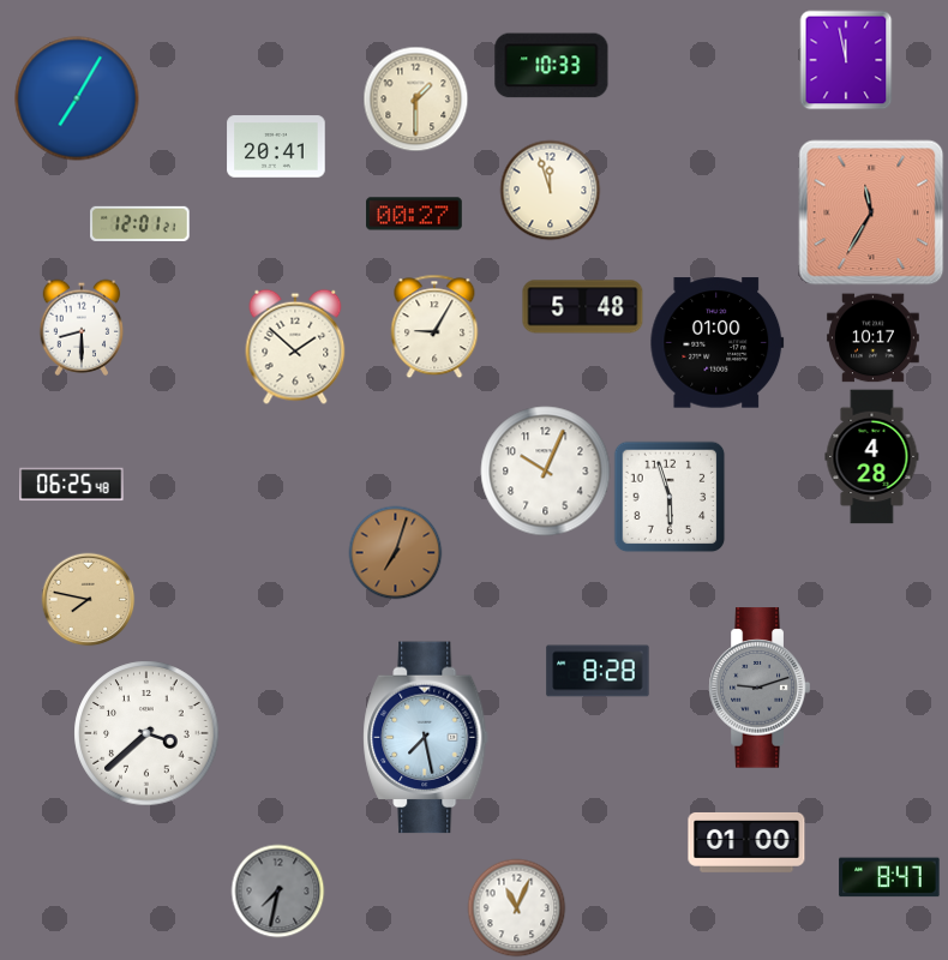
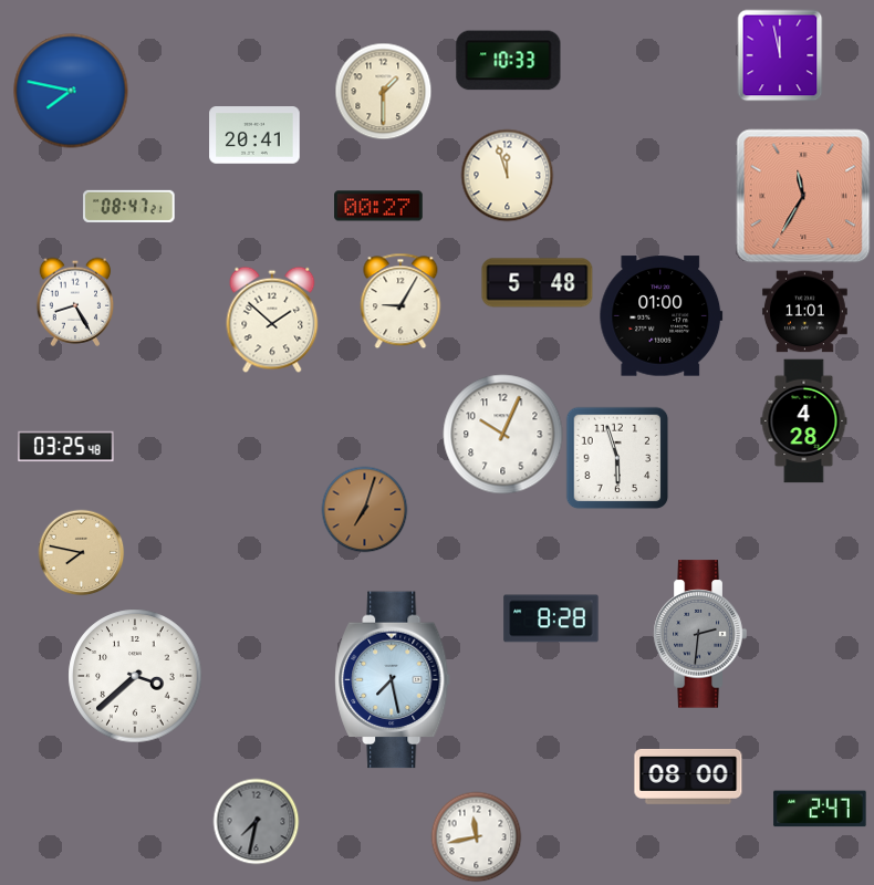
clock at (77, 98): 7:05 -> 7:47
clock at (414, 214) position: (414, 214) -> (378, 206)
clock at (140, 223): 12:01 -> 08:47
clock at (82, 328): 8:30 -> 8:25
clock at (872, 338): 10:17 -> 11:01
clock at (72, 485): 06:25 -> 03:25
clock at (760, 688): 9:12 -> 2:31
clock at (746, 842): 01:00 -> 08:00
clock at (889, 877): 8:47 -> 2:47
clock at (516, 907): 11:04 -> 11:43
